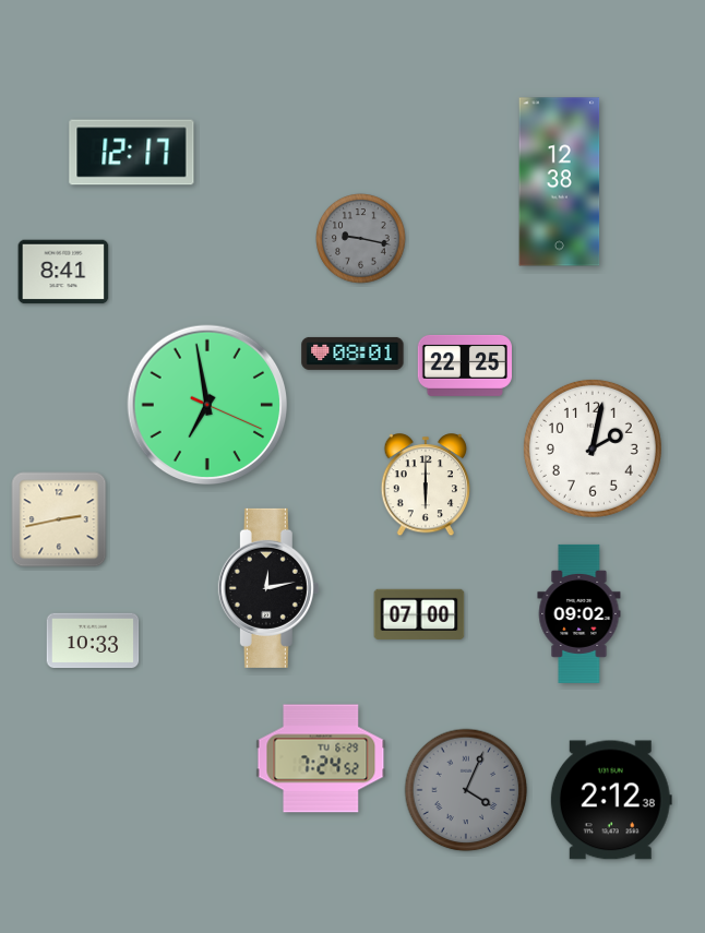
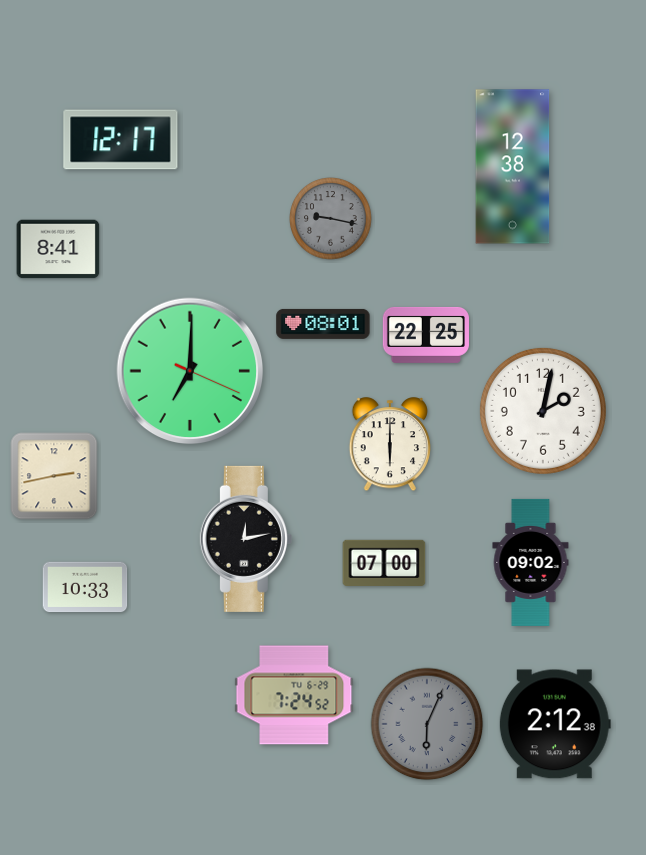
clock at (207, 405): 6:58 -> 7:00
clock at (466, 790): 4:04 -> 6:04
clock at (611, 800) position: (611, 800) -> (555, 724)
